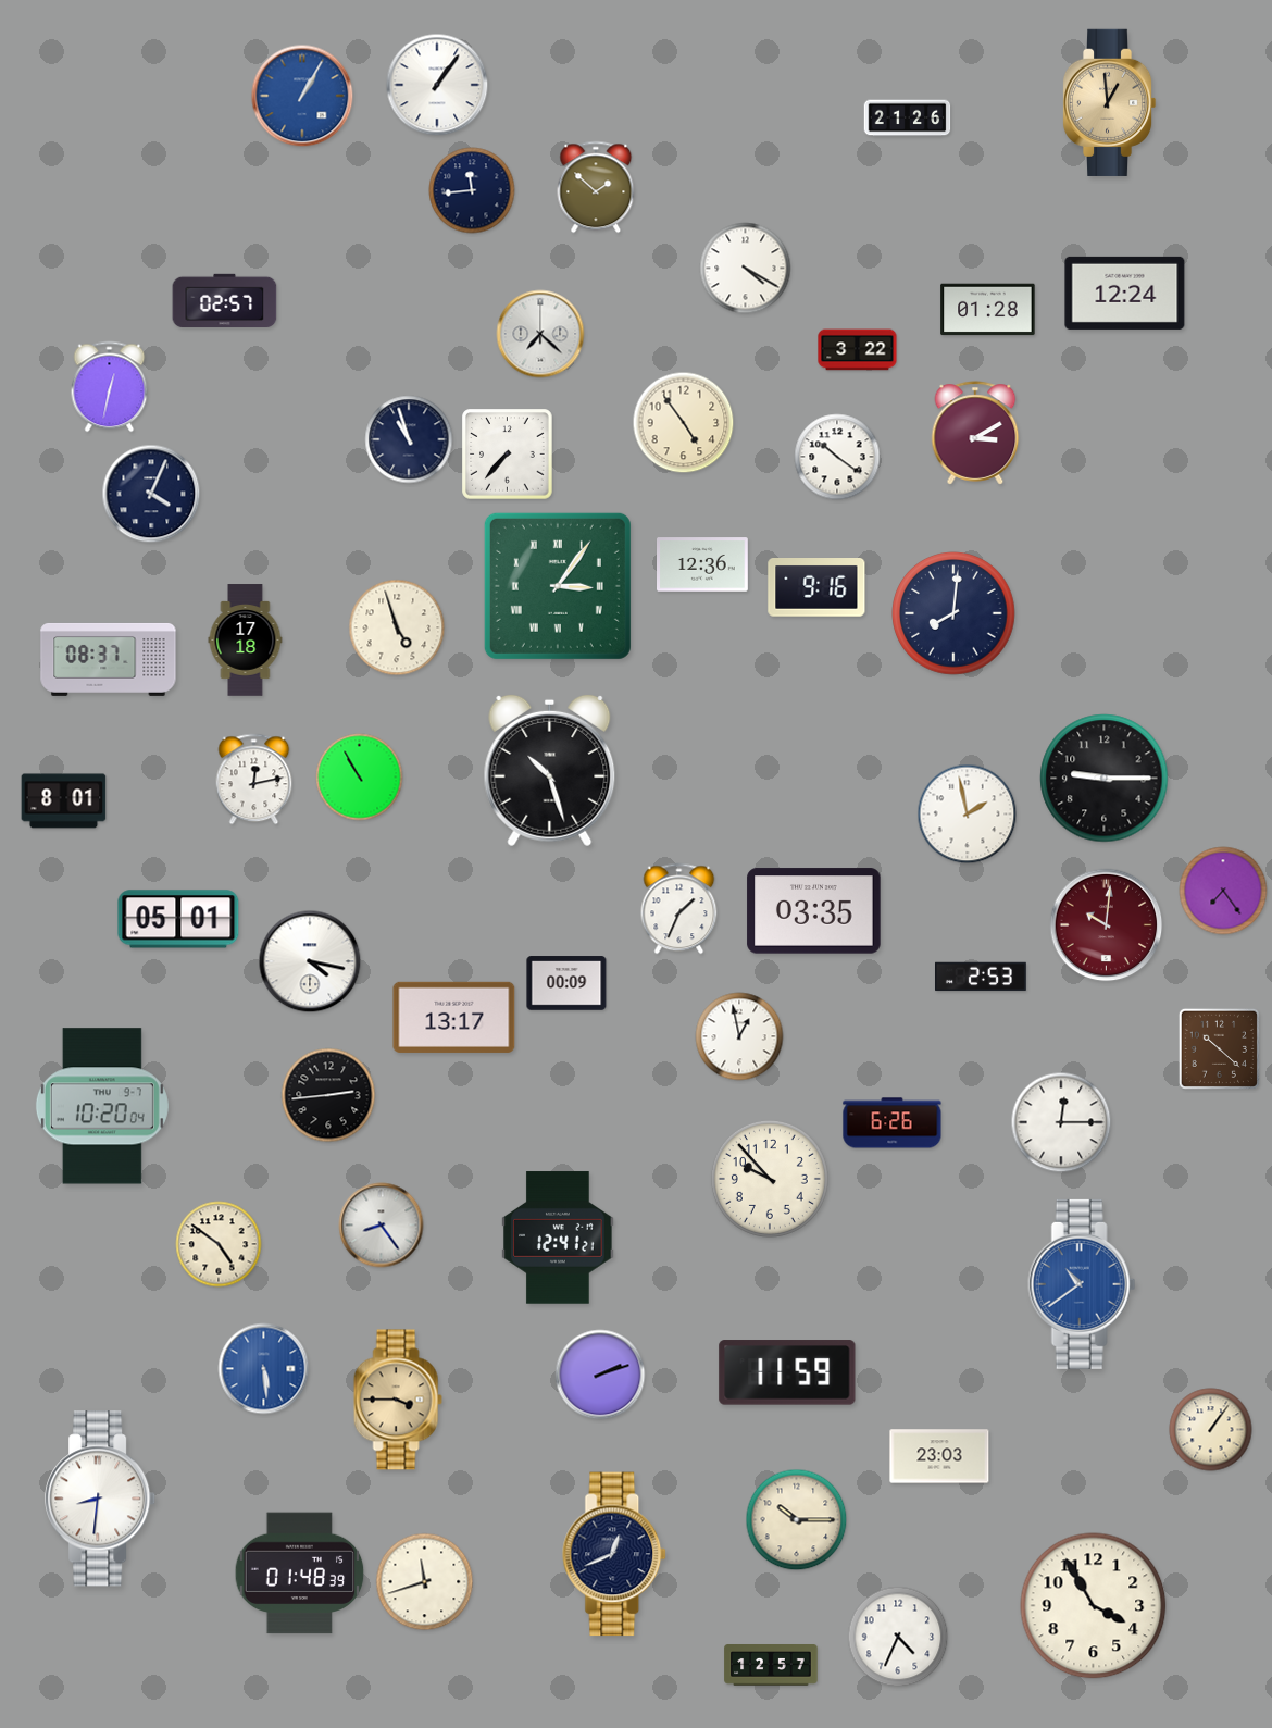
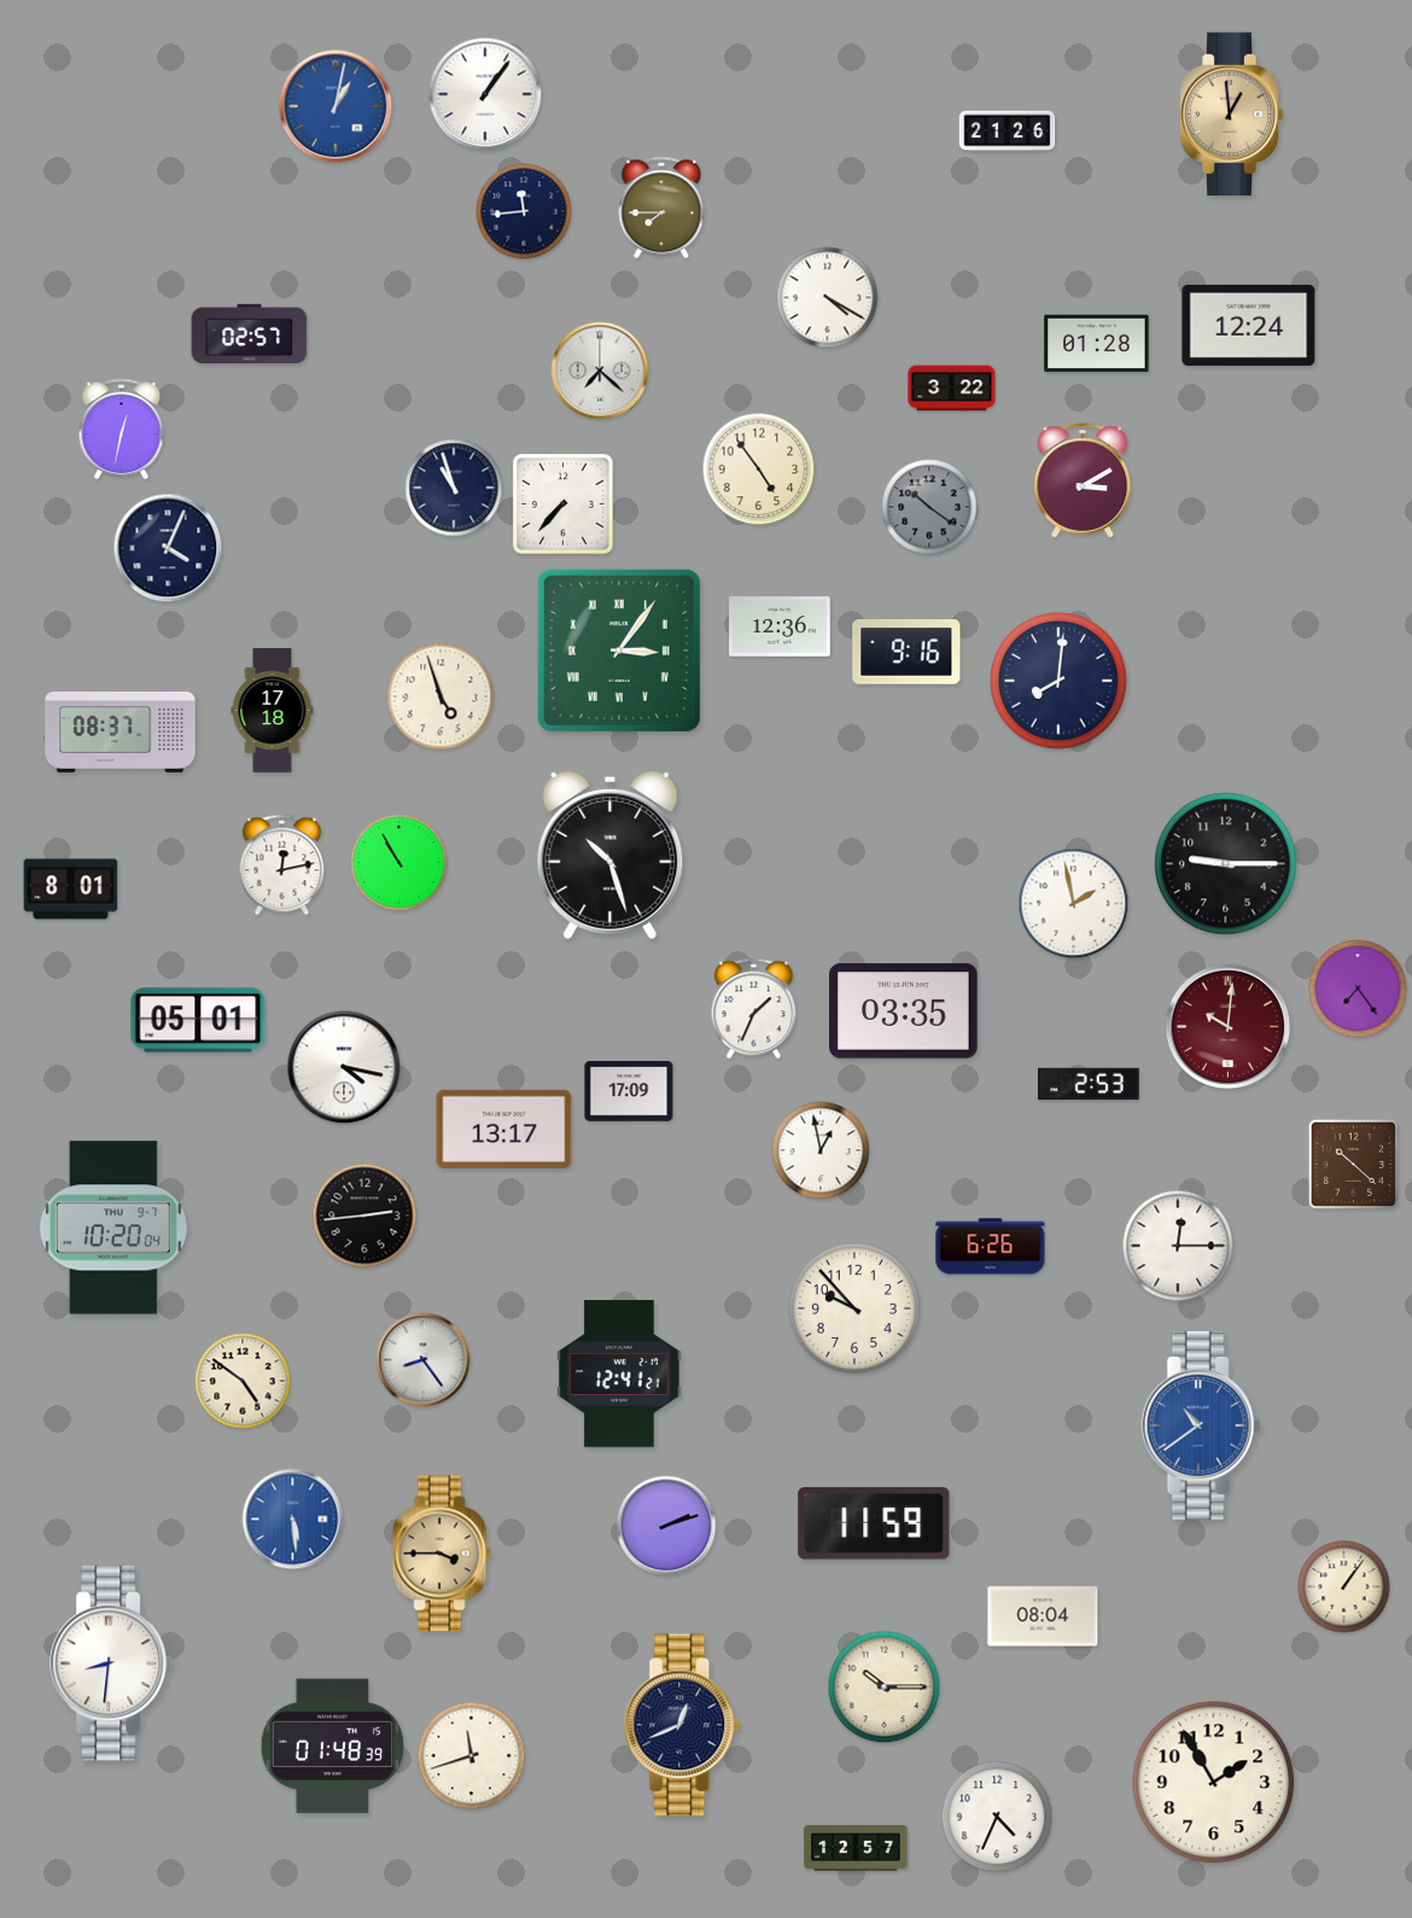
clock at (302, 96): 1:05 -> 1:02
clock at (596, 187): 1:52 -> 7:45
clock at (837, 457) dial: white -> grey
clock at (566, 983): 00:09 -> 17:09
clock at (939, 1456): 23:03 -> 08:04
clock at (1094, 1606): 3:55 -> 1:55
